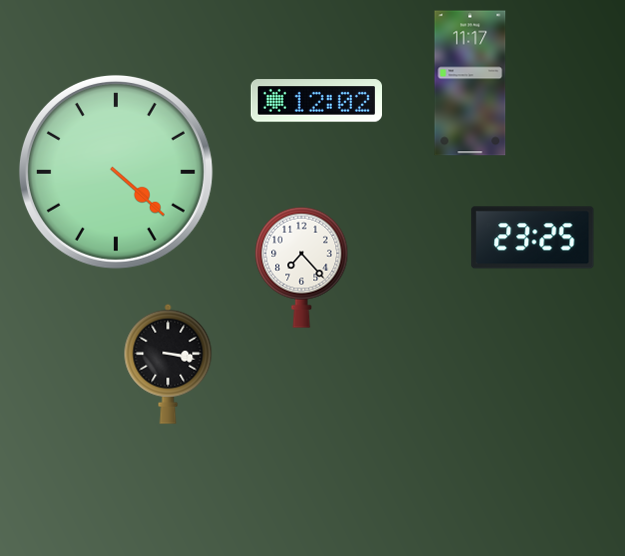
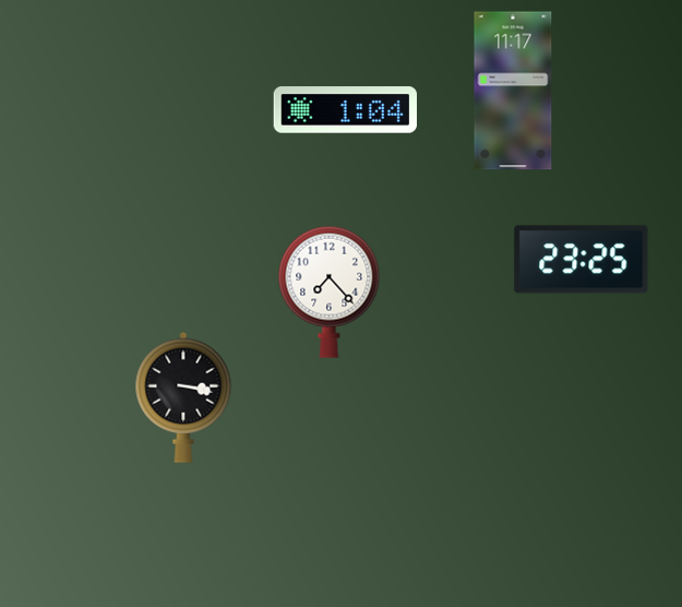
clock at (316, 101): 12:02 -> 1:04
clock at (116, 172): 4:22 -> none
